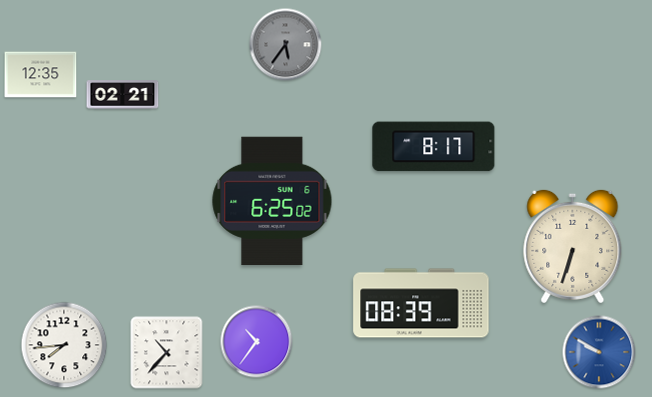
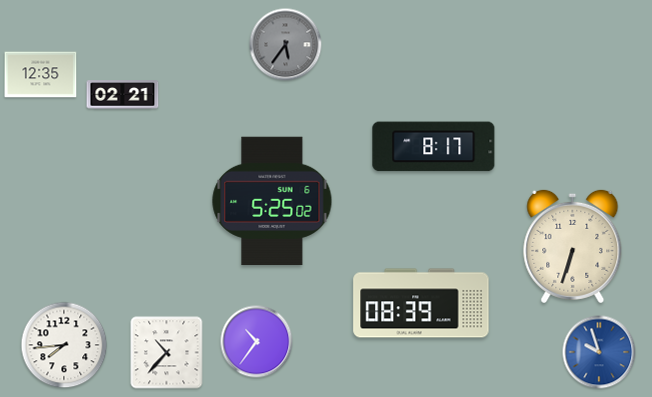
clock at (272, 201): 6:25 -> 5:25
clock at (599, 352): 9:50 -> 9:57
